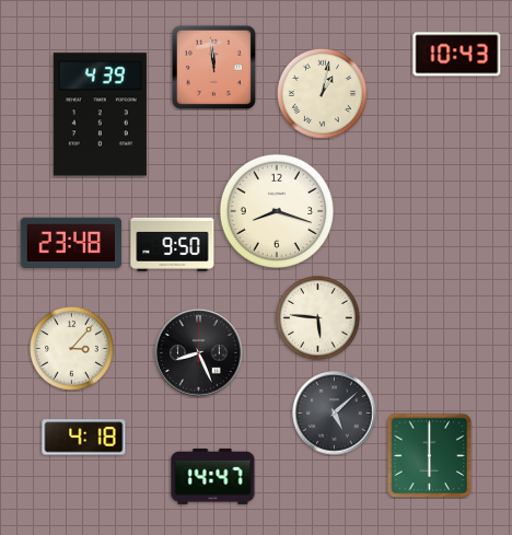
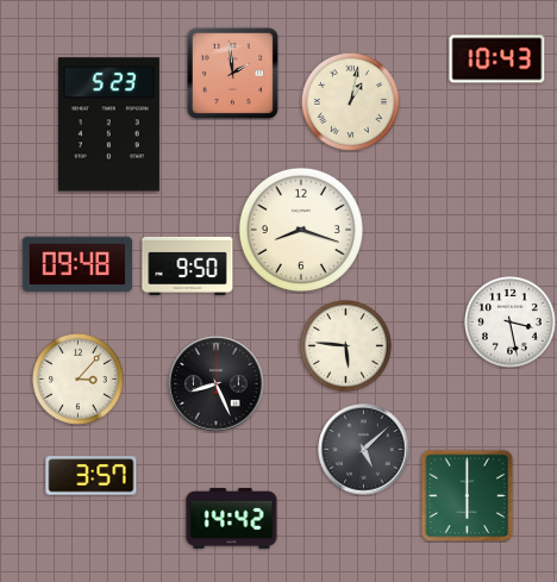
clock at (213, 67): 11:59 -> 1:59
clock at (100, 115): 4:39 -> 5:23
clock at (71, 243): 23:48 -> 09:48
clock at (511, 323): none -> 3:28
clock at (84, 438): 4:18 -> 3:57
clock at (213, 476): 14:47 -> 14:42
